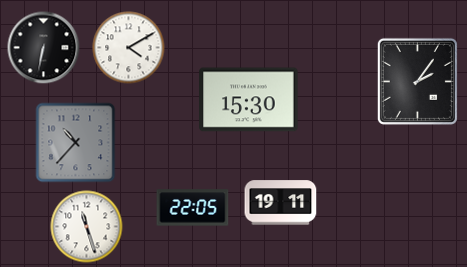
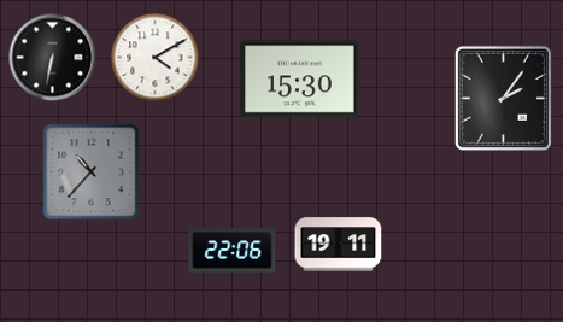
clock at (249, 100) position: (249, 100) -> (300, 80)
clock at (193, 208): 22:05 -> 22:06
clock at (87, 227): 11:27 -> none
